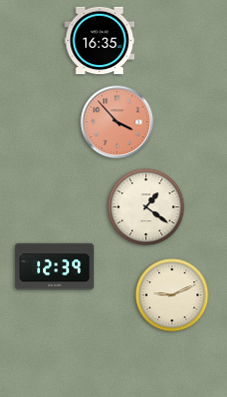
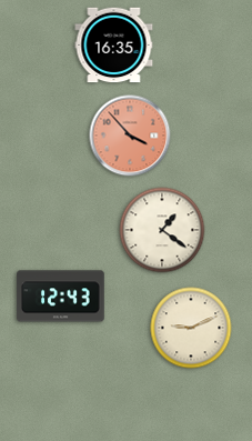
clock at (100, 41) position: (100, 41) -> (114, 46)
clock at (55, 267): 12:39 -> 12:43
